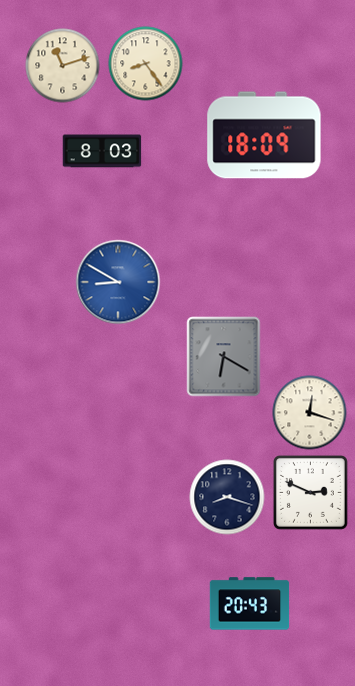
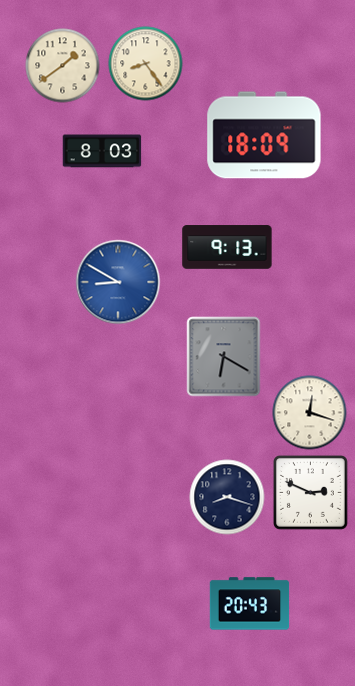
clock at (63, 66): 11:12 -> 1:39
clock at (227, 247): none -> 9:13
